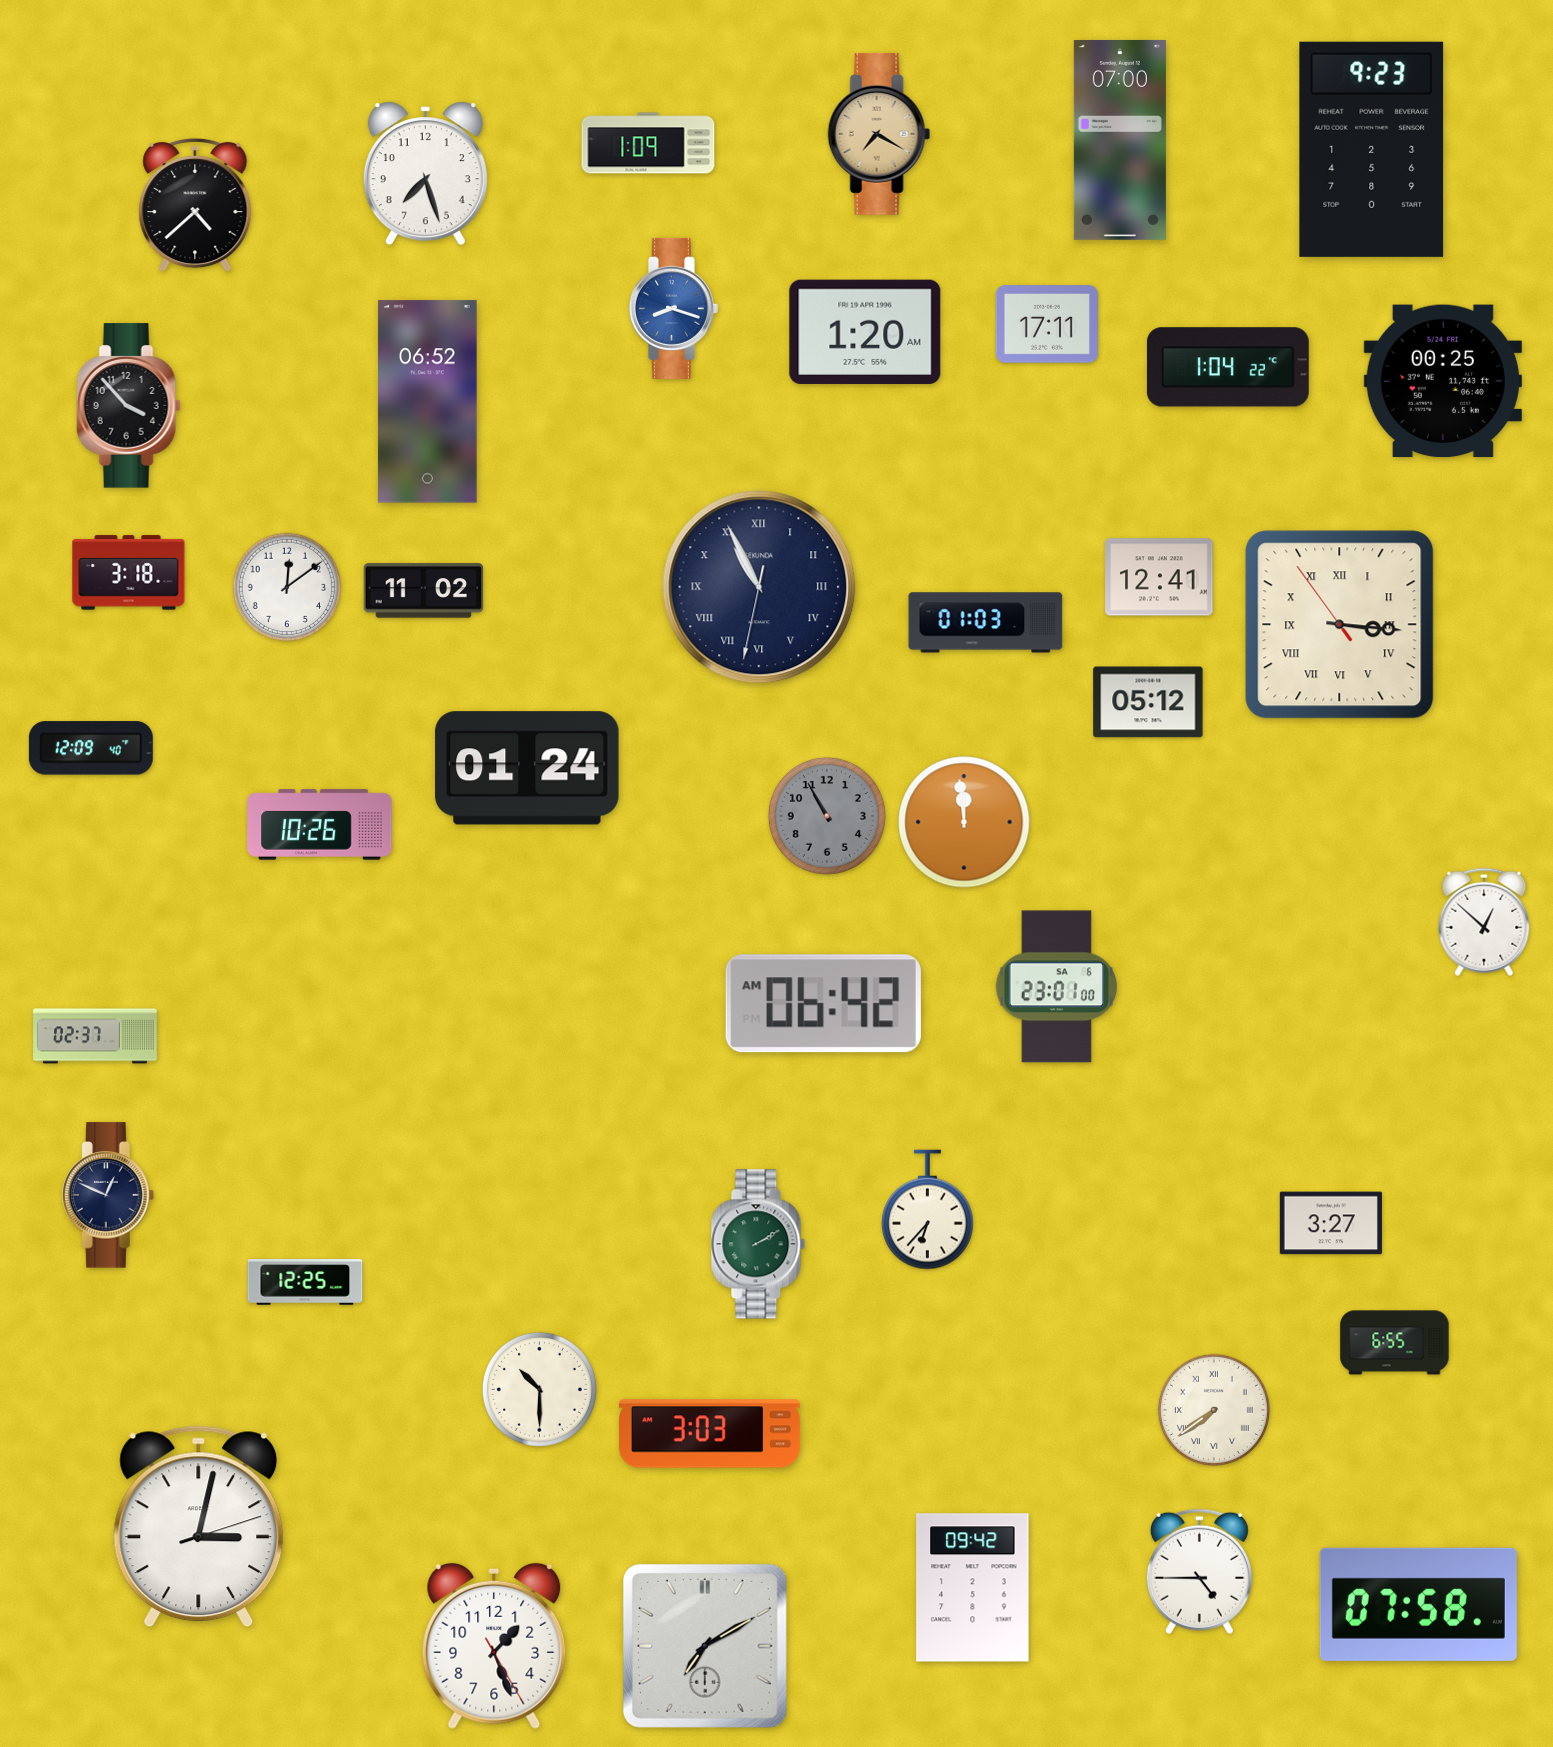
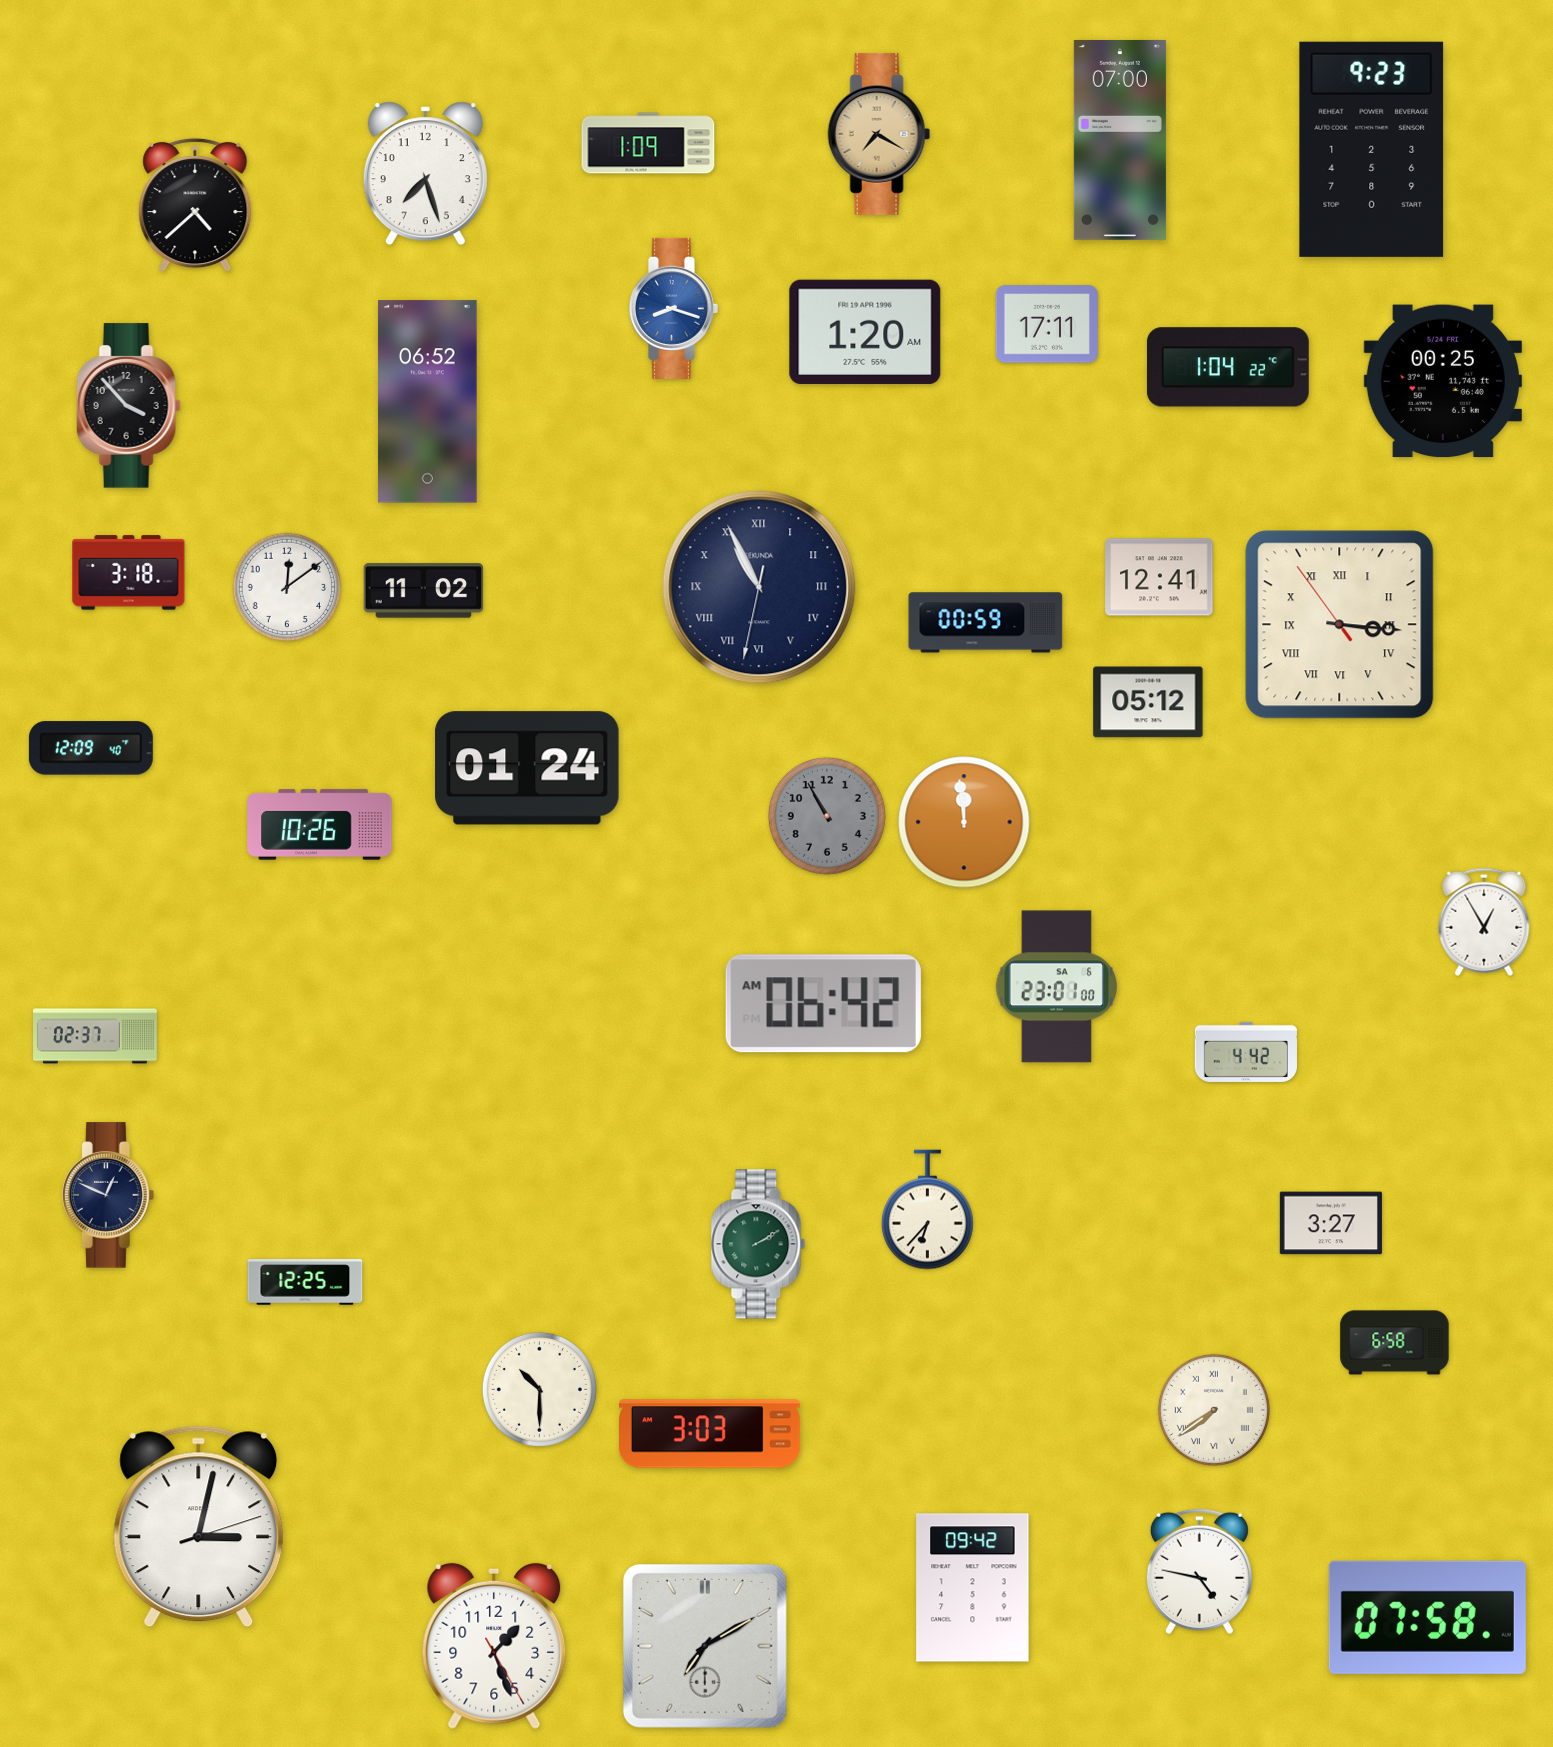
clock at (986, 623): 01:03 -> 00:59
clock at (1484, 922): 12:52 -> 12:55
clock at (1246, 1052): none -> 4:42
clock at (1395, 1343): 6:55 -> 6:58
clock at (1199, 1572): 4:45 -> 4:47
clock at (1418, 1604) position: (1418, 1604) -> (1427, 1617)
